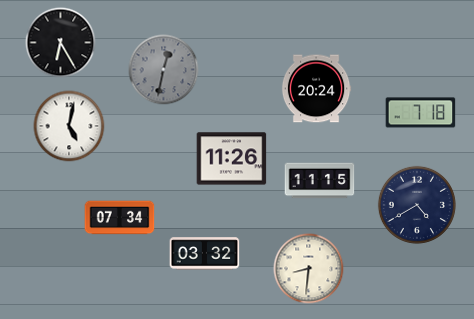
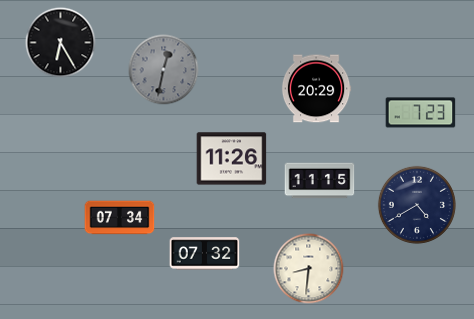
clock at (316, 89): 20:24 -> 20:29
clock at (421, 113): 7:18 -> 7:23
clock at (69, 126): 5:02 -> none
clock at (205, 254): 03:32 -> 07:32
